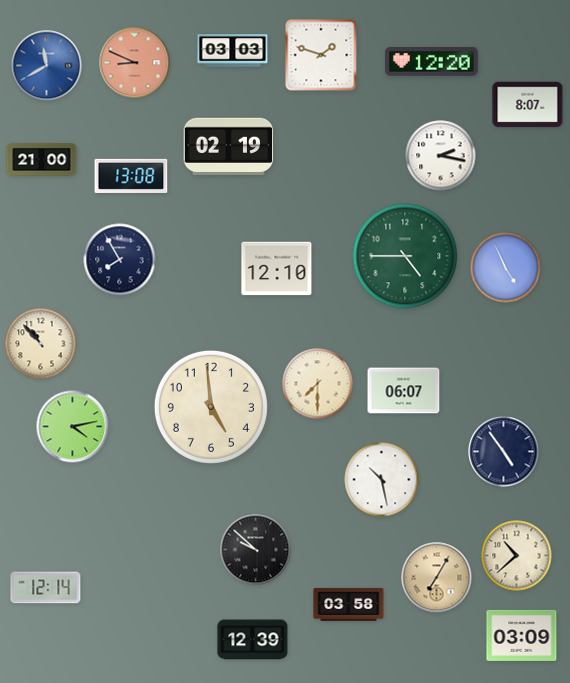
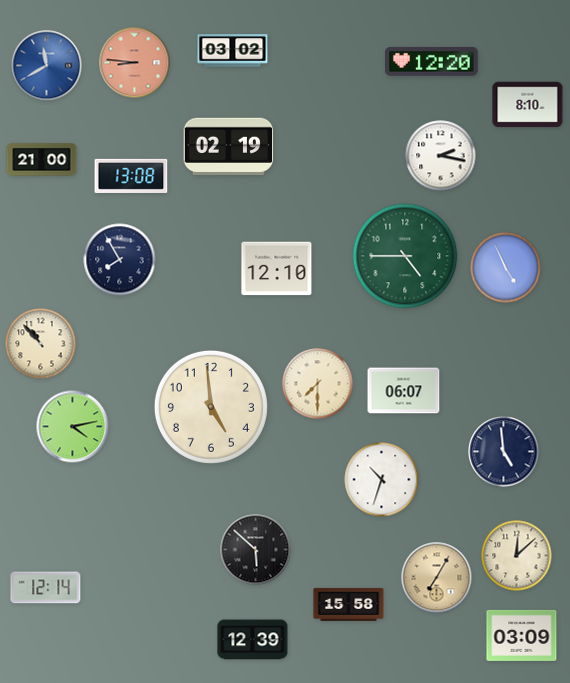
clock at (233, 51): 03:03 -> 03:02
clock at (321, 55): 1:48 -> none
clock at (135, 63): 8:49 -> 8:46
clock at (528, 105): 8:07 -> 8:10
clock at (504, 452): 4:54 -> 4:59
clock at (382, 480): 10:28 -> 10:33
clock at (256, 550): 9:52 -> 5:52
clock at (517, 556): 10:38 -> 12:08
clock at (349, 604): 03:58 -> 15:58
